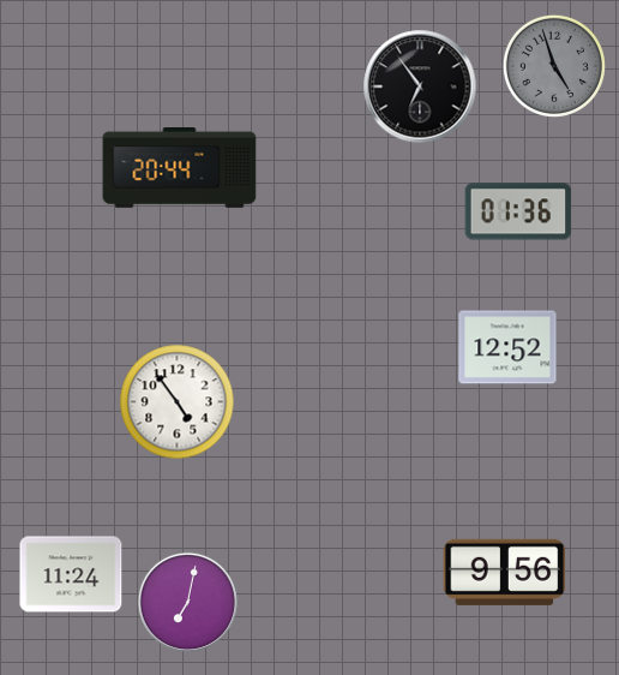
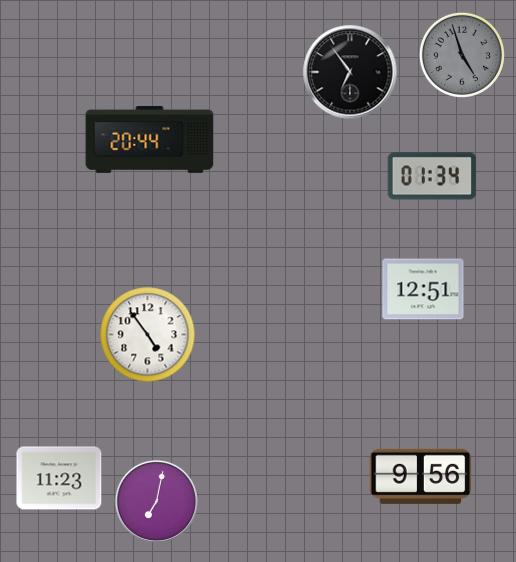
clock at (518, 211): 01:36 -> 01:34
clock at (507, 347): 12:52 -> 12:51
clock at (71, 574): 11:24 -> 11:23
